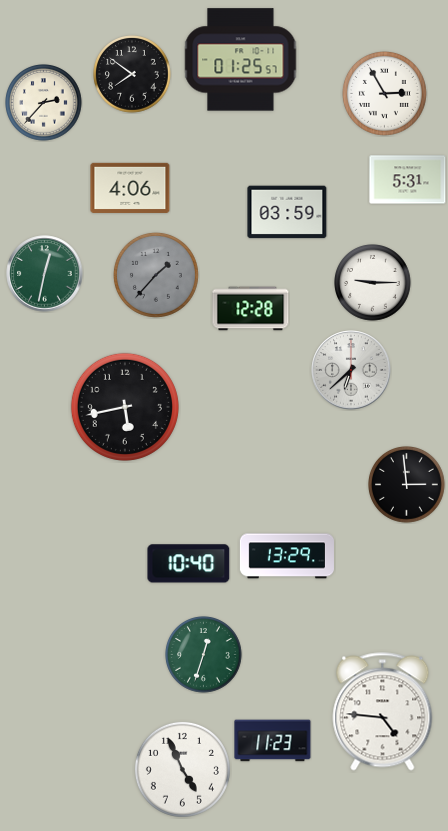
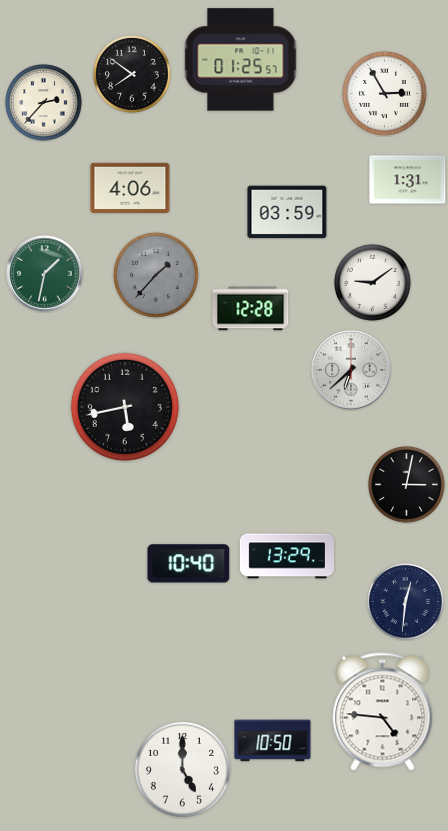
clock at (408, 180): 5:31 -> 1:31
clock at (45, 274): 12:32 -> 1:32
clock at (373, 283): 9:15 -> 9:09
clock at (407, 485): 2:59 -> 3:02
clock at (406, 602): none -> 12:31
clock at (204, 655): 12:33 -> none
clock at (273, 741): 11:23 -> 10:50
clock at (182, 769): 4:56 -> 5:00
